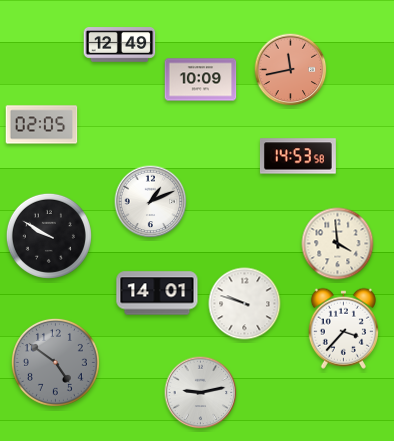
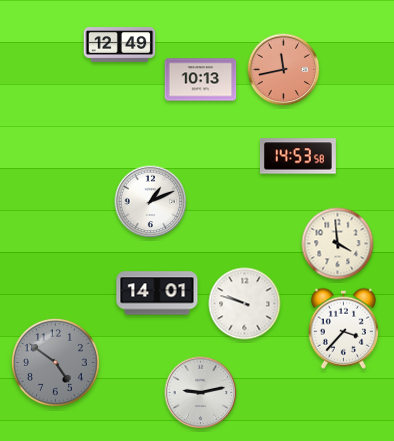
clock at (291, 70) position: (291, 70) -> (284, 70)
clock at (201, 80): 10:09 -> 10:13
clock at (42, 125): 02:05 -> none
clock at (49, 236): 9:50 -> none
